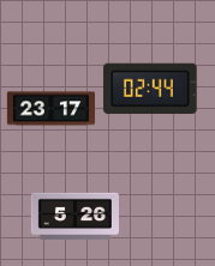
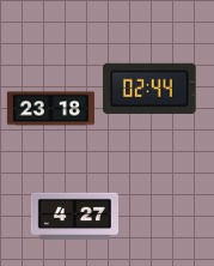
clock at (50, 109): 23:17 -> 23:18
clock at (74, 217): 5:26 -> 4:27
